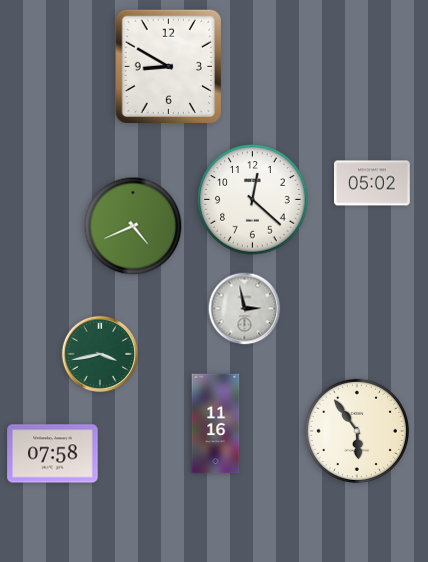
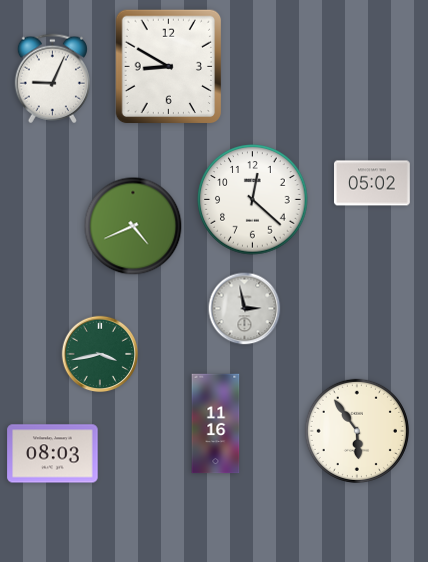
clock at (52, 79): none -> 9:04
clock at (53, 454): 07:58 -> 08:03
